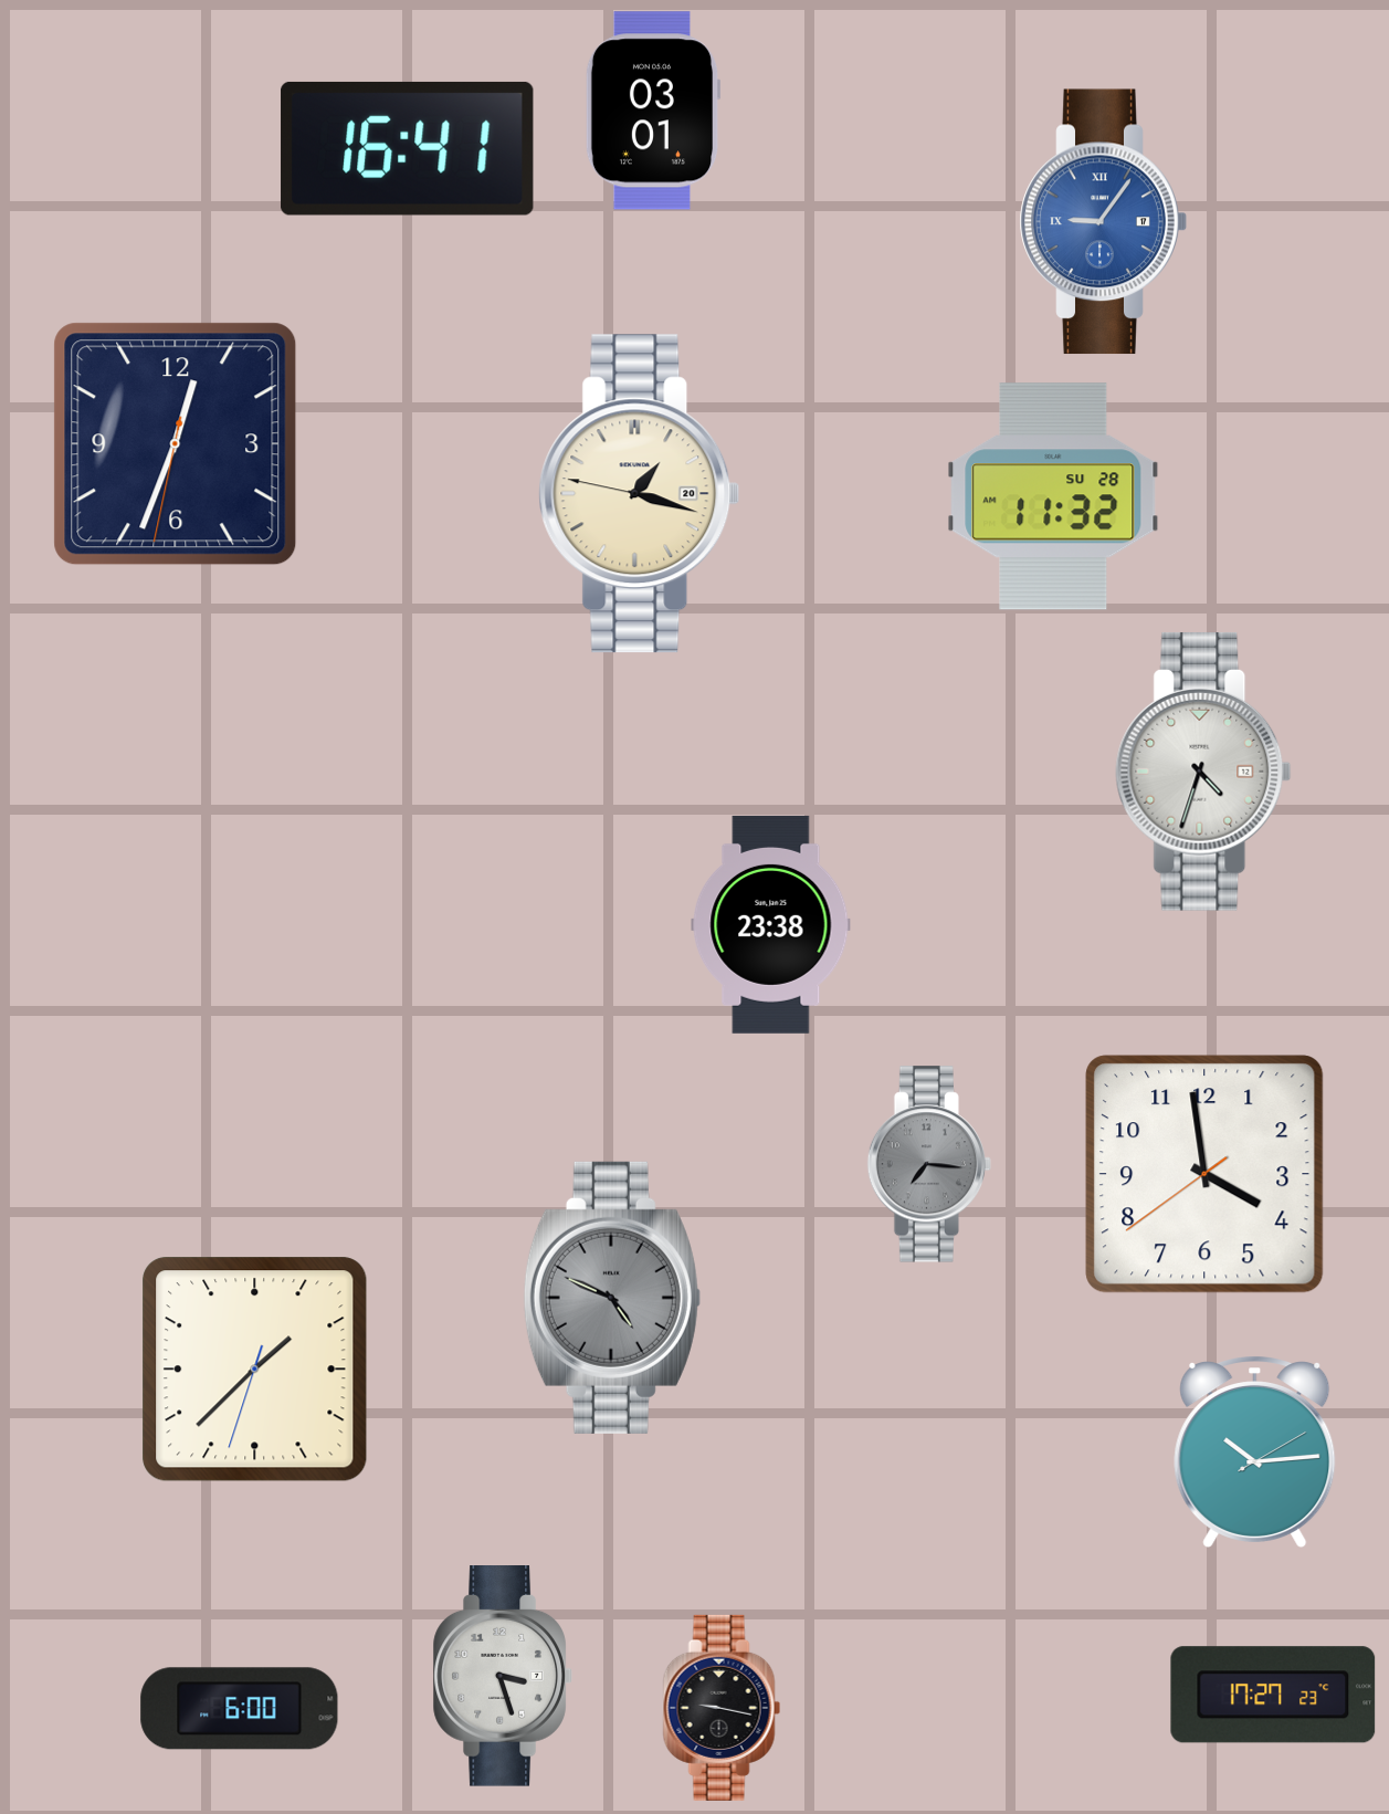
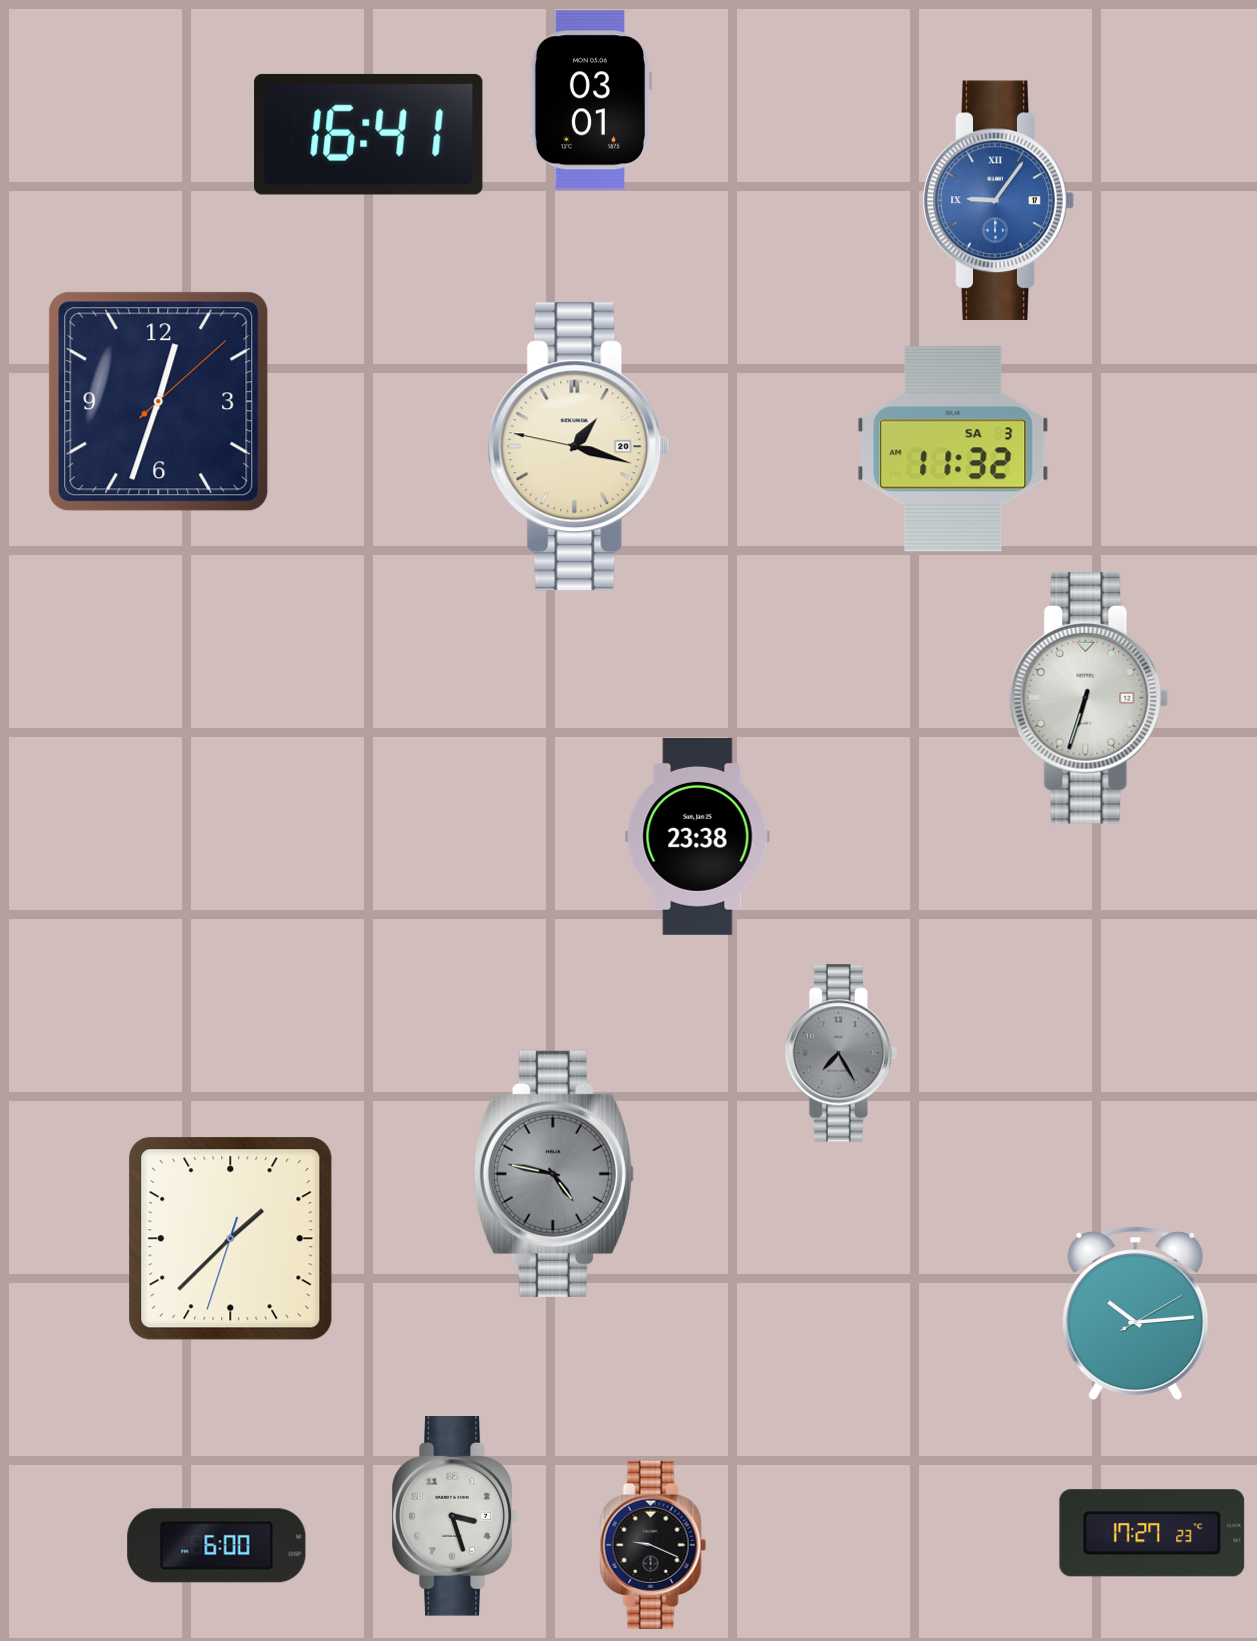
clock at (176, 444): 12:33:32 -> 12:33:08
clock at (1053, 496) date: SU 28 -> SA 3
clock at (1203, 772): 4:33 -> 6:33
clock at (928, 1164): 7:16 -> 7:25
clock at (1204, 1174): 3:58 -> none
clock at (612, 1298): 4:49 -> 4:47
clock at (722, 1708): 9:17 -> 9:19
